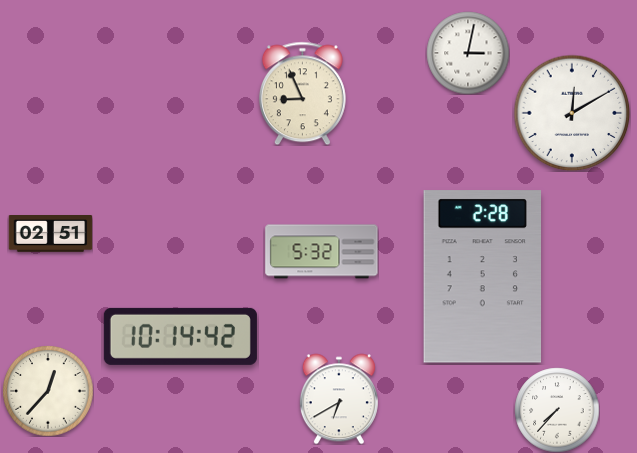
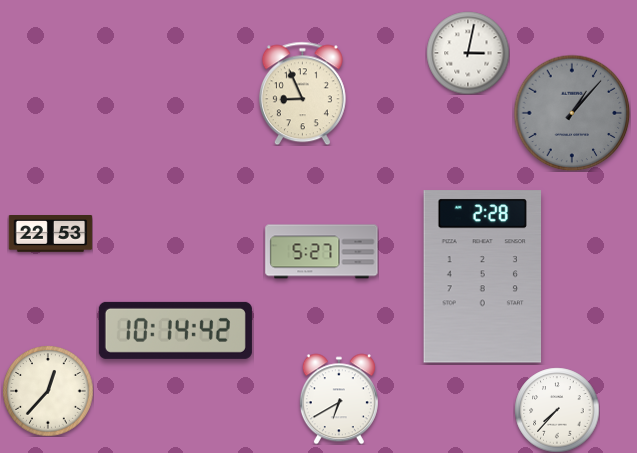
clock at (572, 113): 12:10 -> 1:07
clock at (572, 113) dial: white -> grey
clock at (50, 234): 02:51 -> 22:53
clock at (322, 252): 5:32 -> 5:27
clock at (180, 336) position: (180, 336) -> (175, 330)
